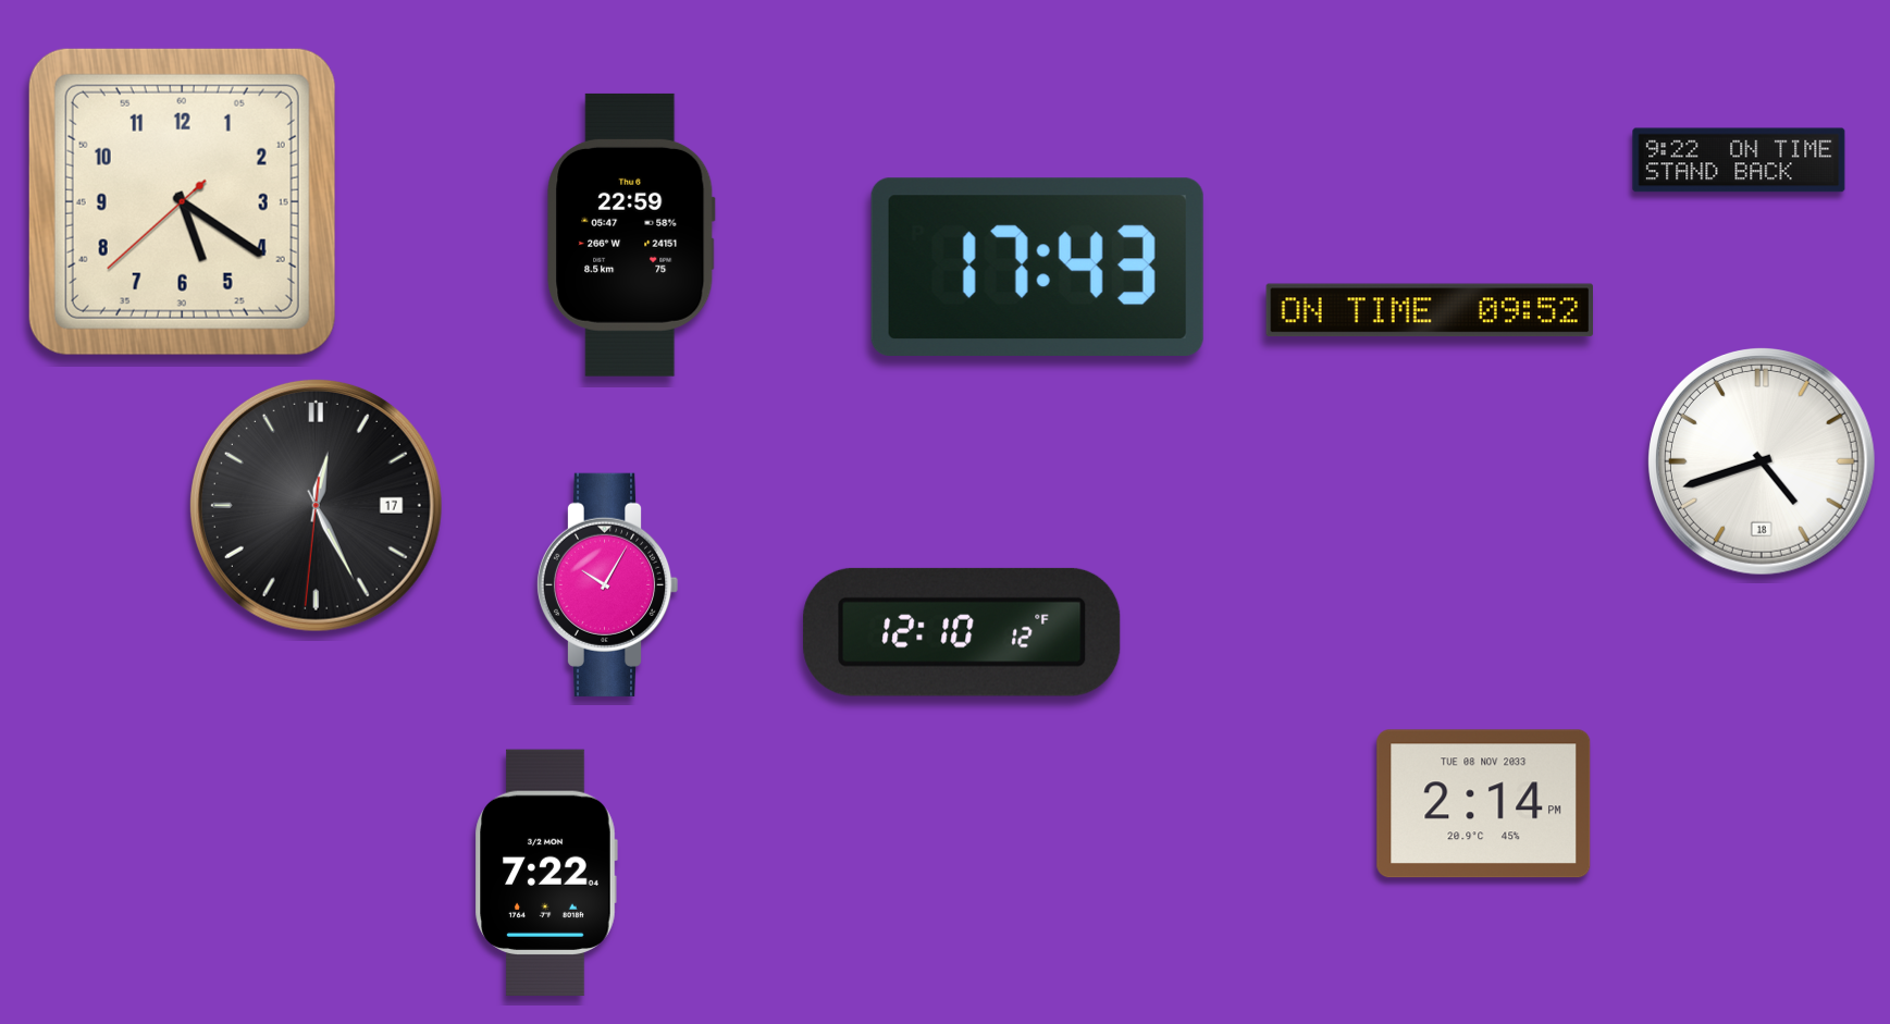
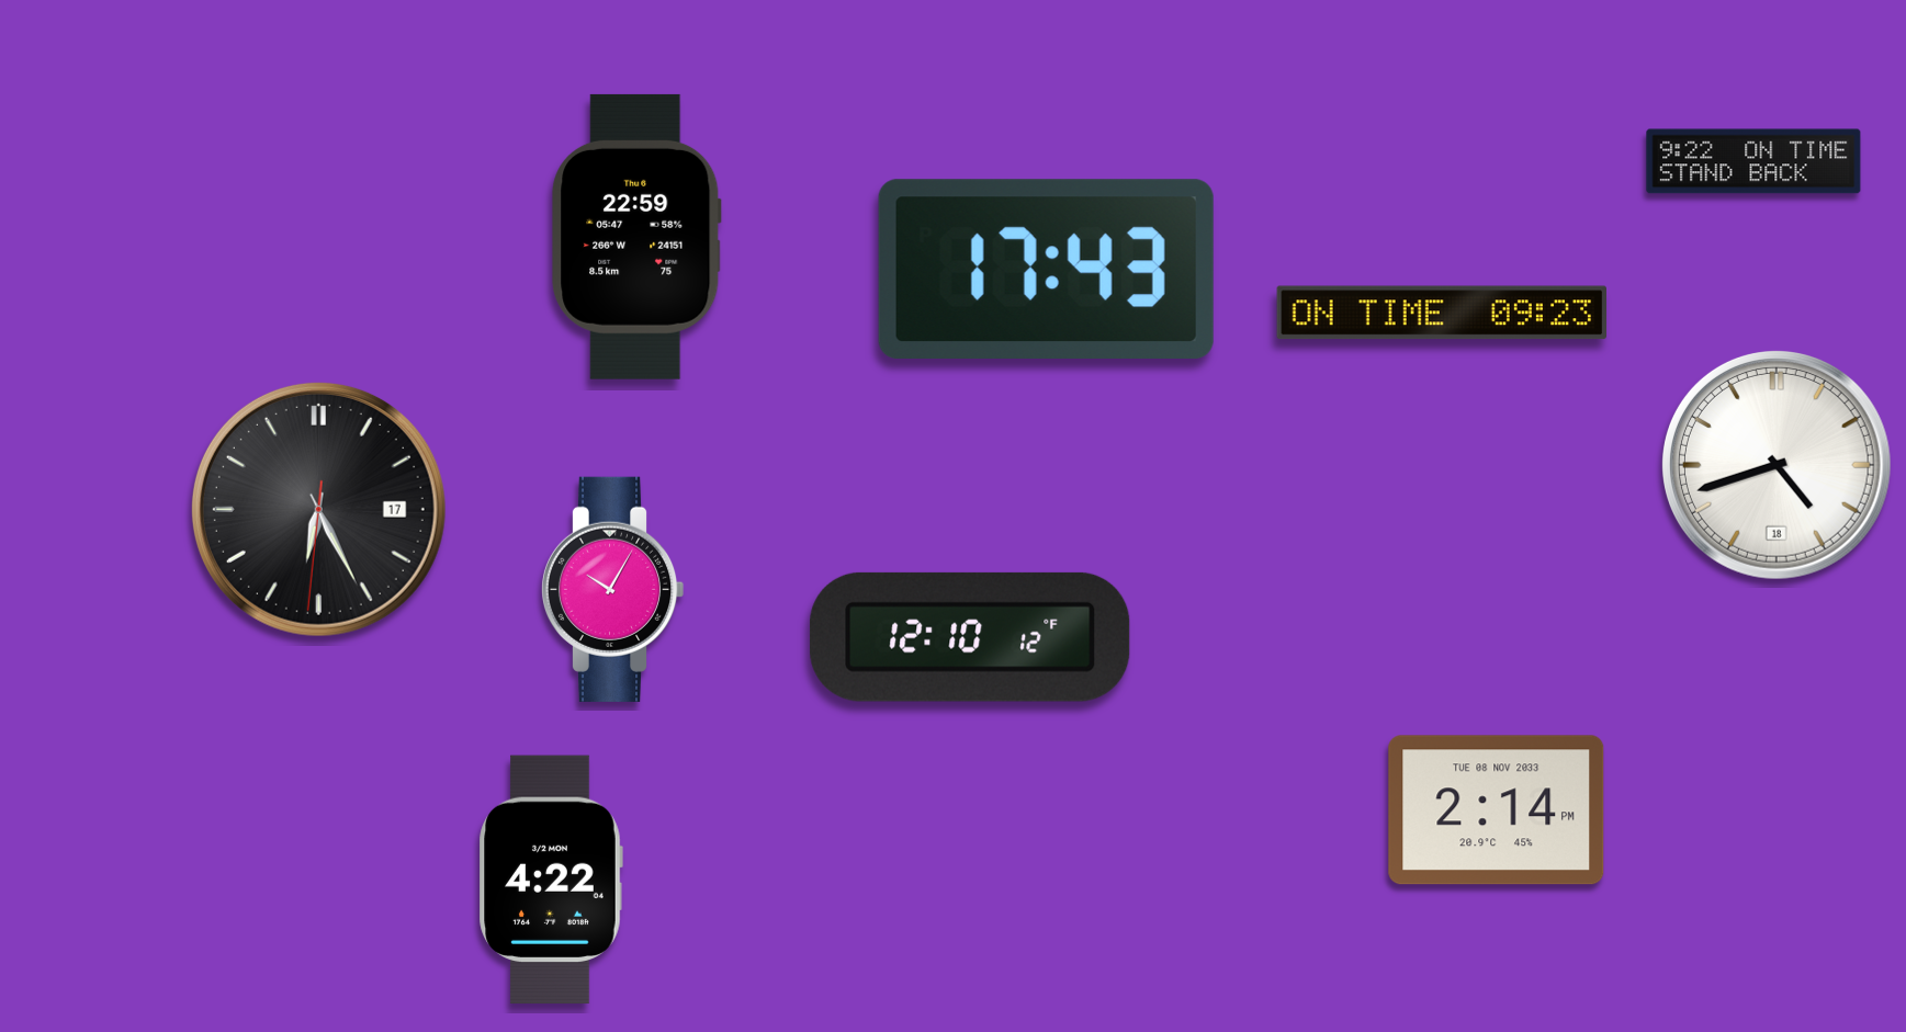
clock at (182, 201): 5:20 -> none
clock at (1429, 310): 09:52 -> 09:23
clock at (316, 505): 12:25 -> 6:25
clock at (546, 873): 7:22 -> 4:22
